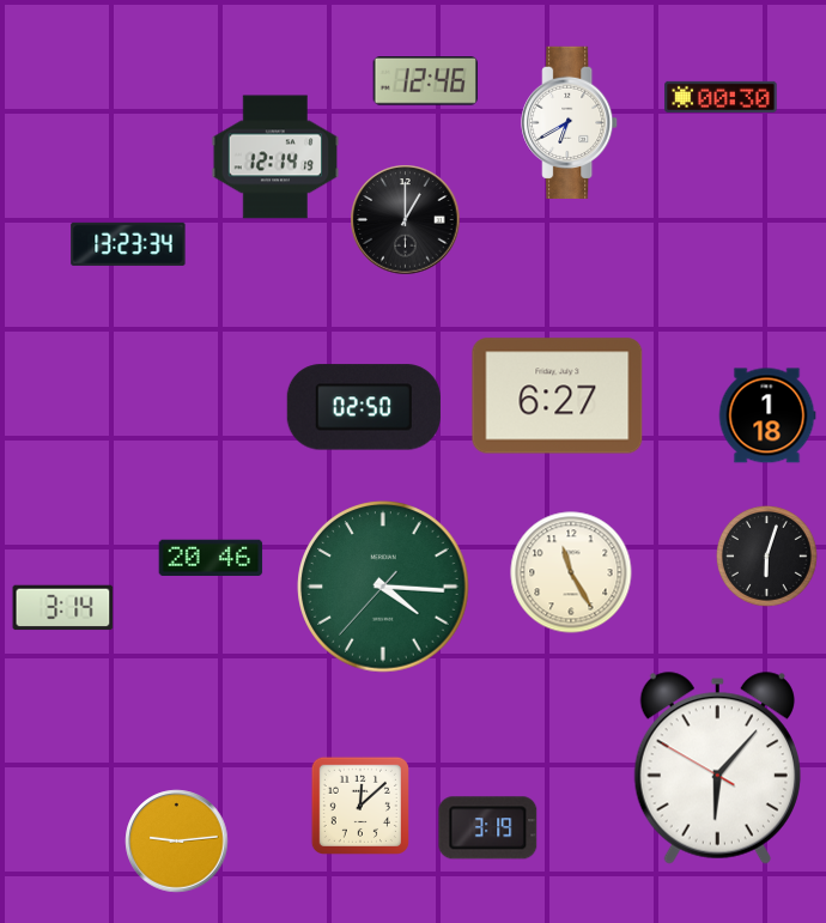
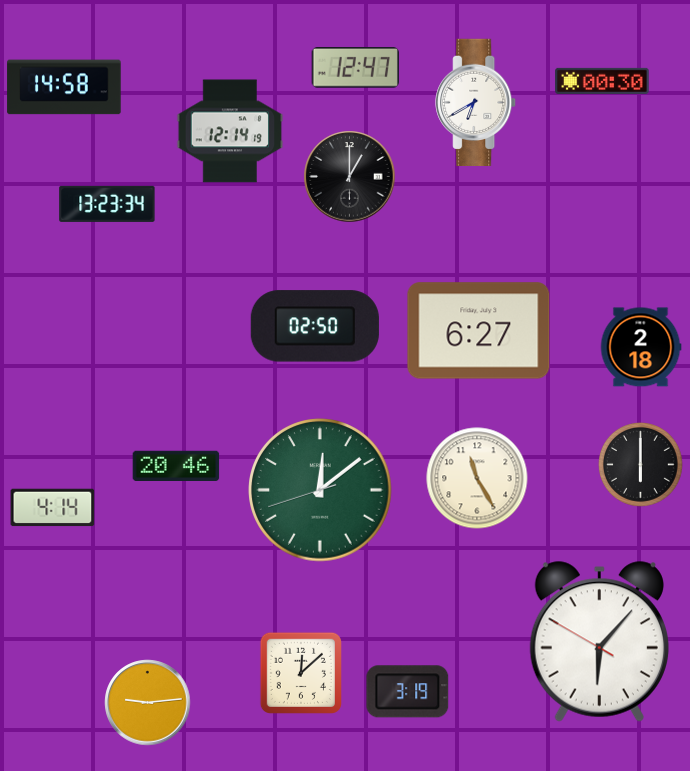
clock at (425, 81): 12:46 -> 12:47
clock at (64, 87): none -> 14:58
clock at (406, 220) position: (406, 220) -> (350, 177)
clock at (558, 396) position: (558, 396) -> (479, 331)
clock at (364, 407) position: (364, 407) -> (315, 326)
clock at (767, 415): 1:18 -> 2:18
clock at (767, 557): 6:03 -> 6:00
clock at (383, 587): 4:15 -> 12:08
clock at (63, 608): 3:14 -> 4:14
